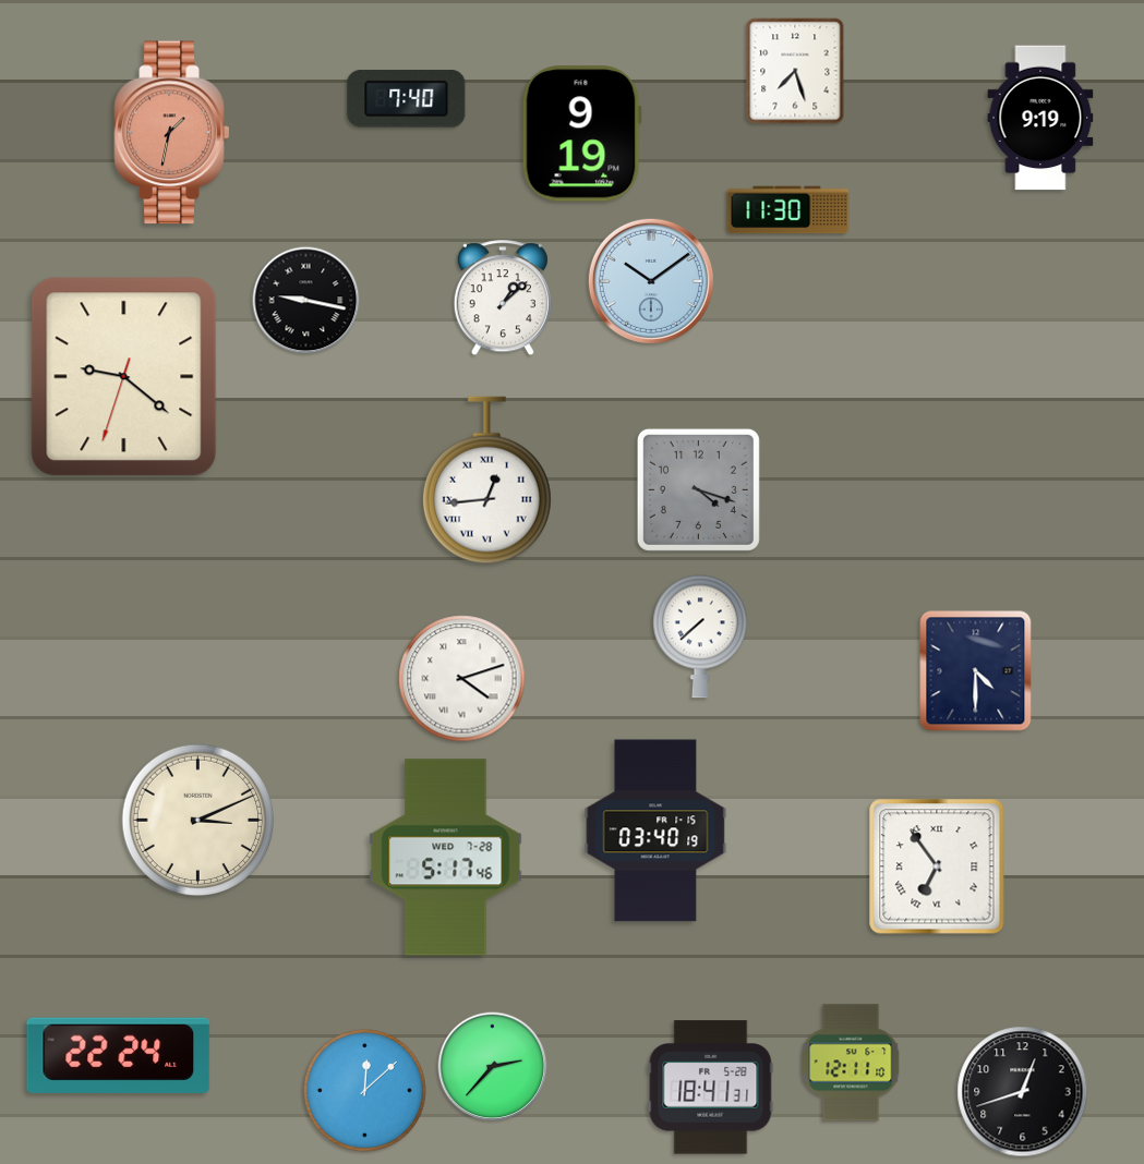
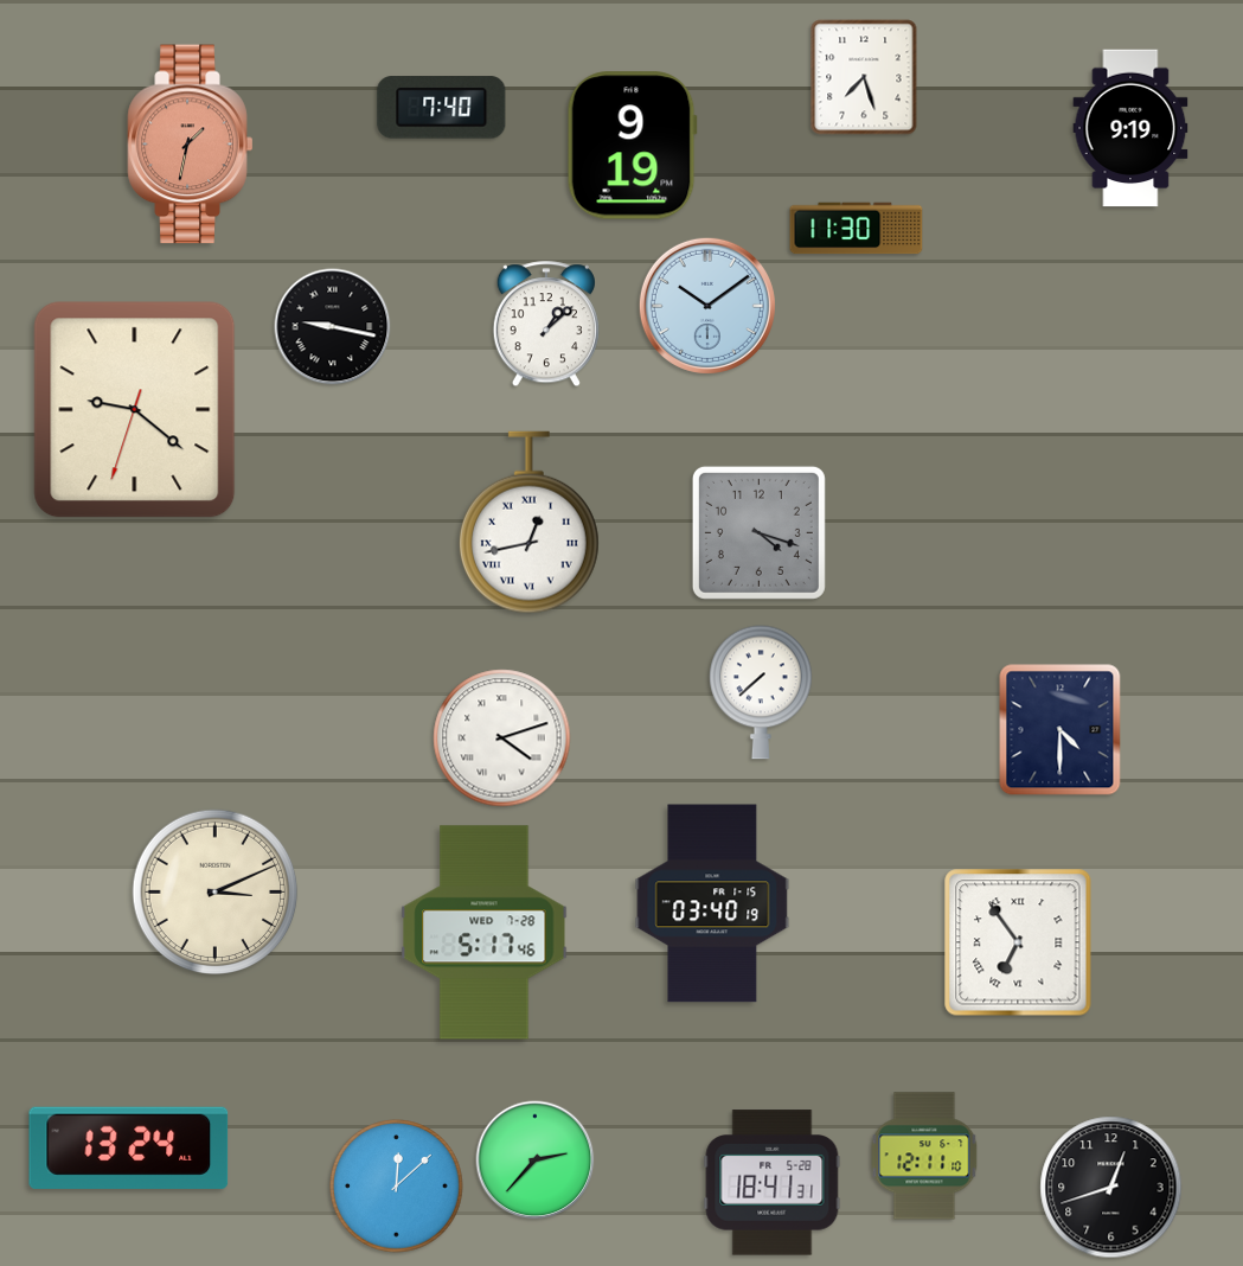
clock at (172, 133) position: (172, 133) -> (191, 145)
clock at (486, 481): 12:44 -> 12:43
clock at (119, 1055): 22:24 -> 13:24
